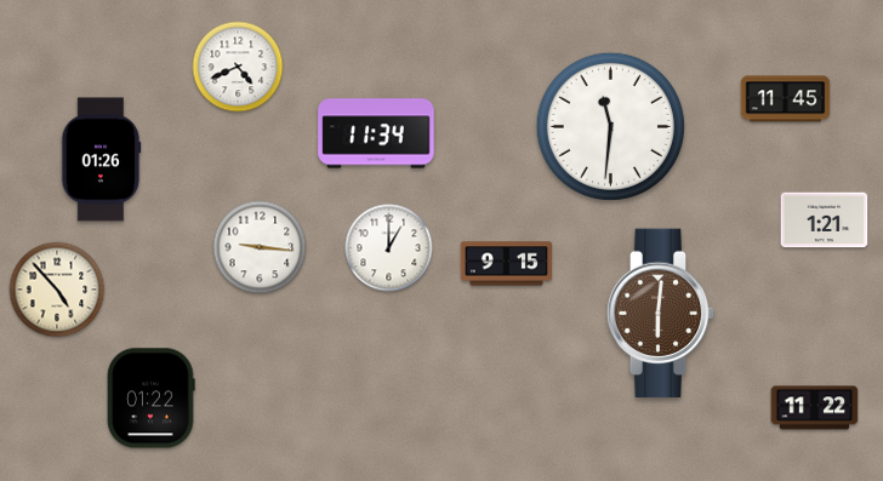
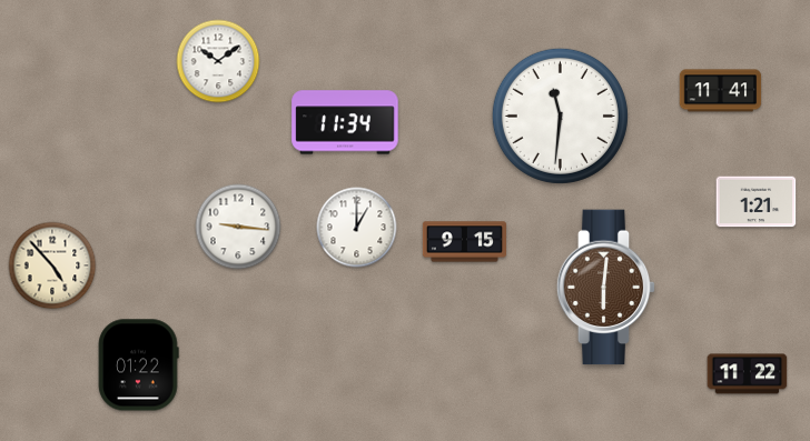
clock at (238, 67): 4:41 -> 10:09
clock at (786, 99): 11:45 -> 11:41
clock at (101, 160): 01:26 -> none
